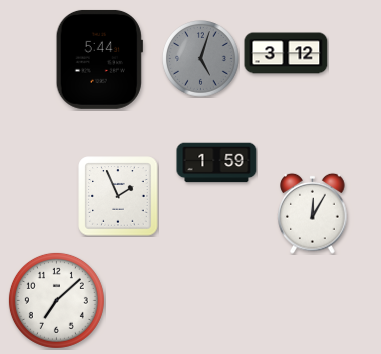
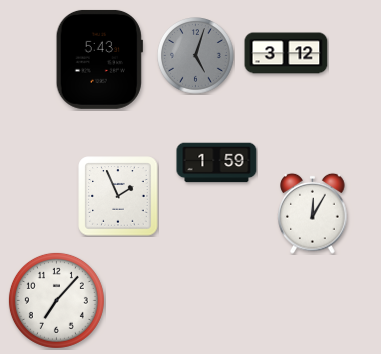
clock at (99, 59): 5:44 -> 5:43
clock at (201, 59) position: (201, 59) -> (196, 56)
clock at (56, 300): 7:08 -> 7:07
